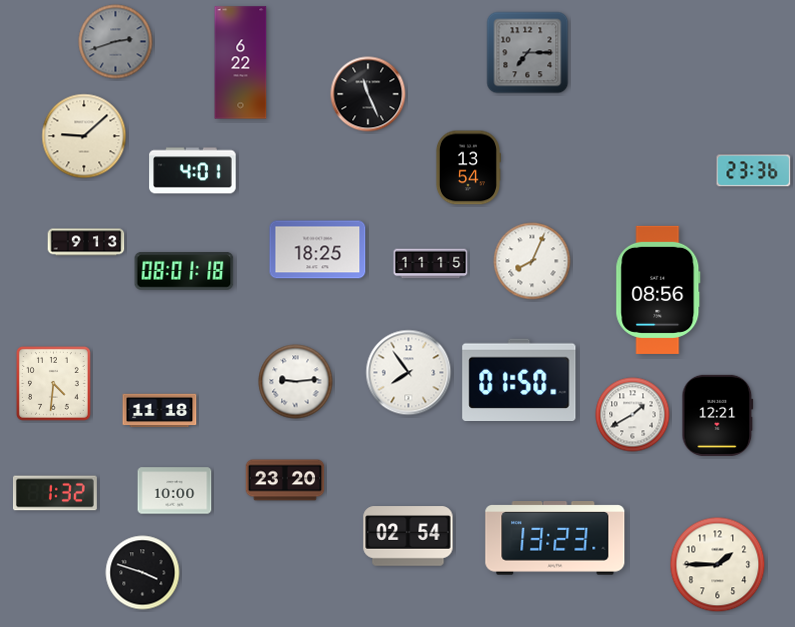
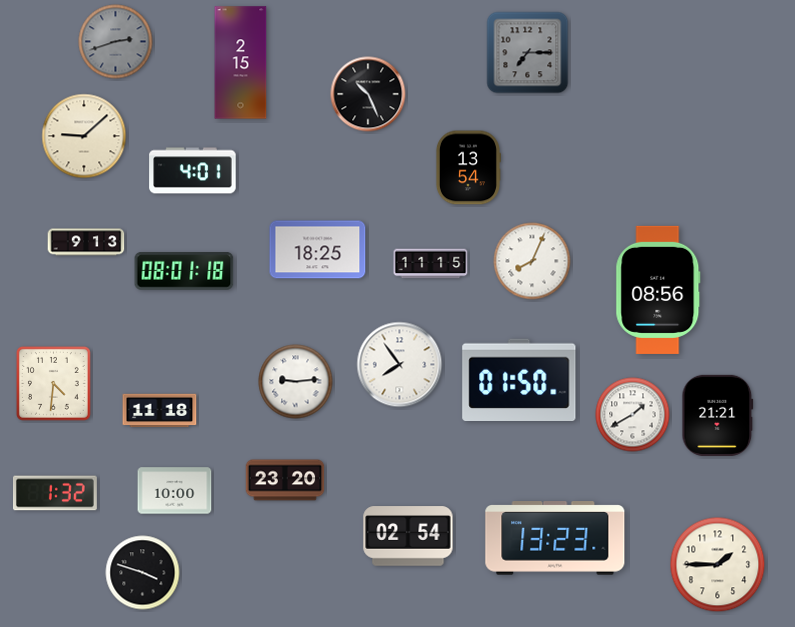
clock at (241, 63): 6:22 -> 2:15
clock at (368, 94): 11:26 -> 10:26
clock at (754, 171): 23:36 -> none
clock at (409, 373) position: (409, 373) -> (400, 365)
clock at (718, 415): 12:21 -> 21:21
